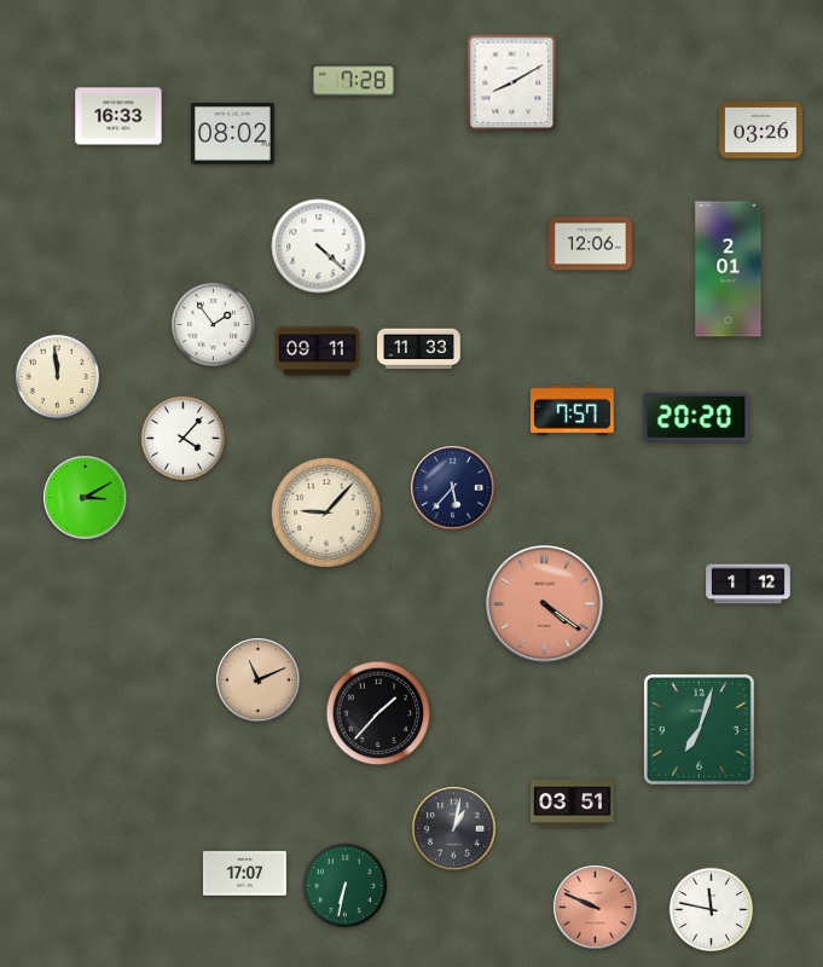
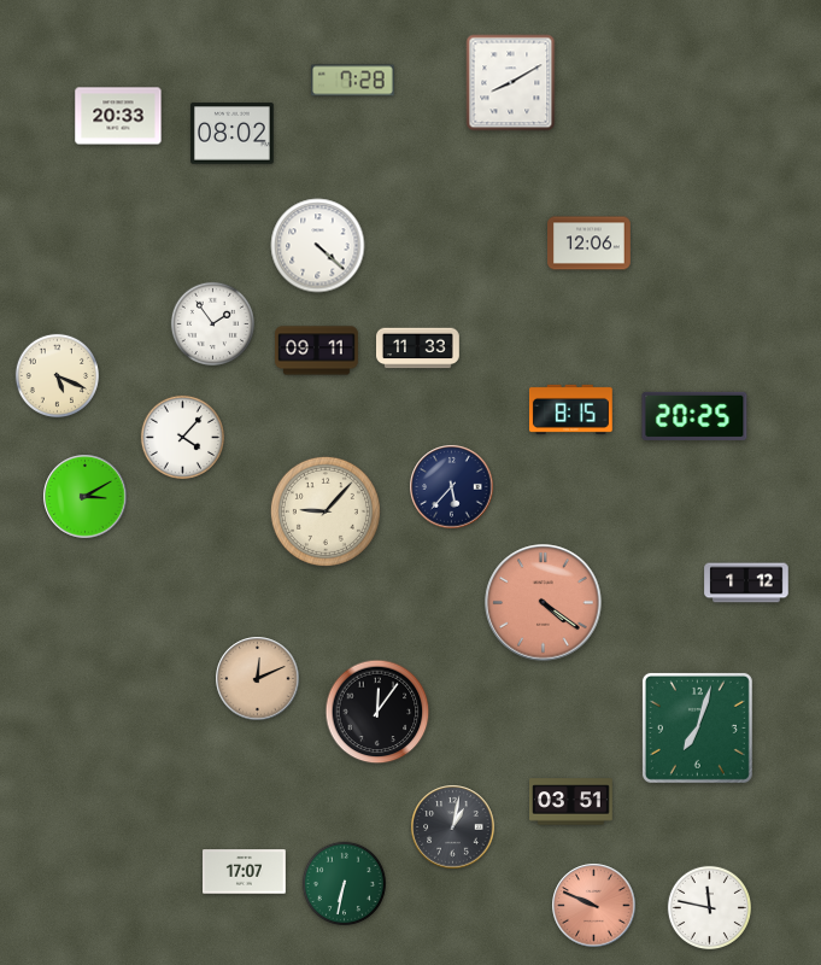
clock at (118, 116): 16:33 -> 20:33
clock at (761, 131): 03:26 -> none
clock at (729, 270): 2:01 -> none
clock at (57, 376): 11:59 -> 5:19
clock at (573, 410): 7:57 -> 8:15
clock at (696, 417): 20:20 -> 20:25
clock at (259, 681): 11:11 -> 12:11
clock at (378, 713): 1:37 -> 12:06
